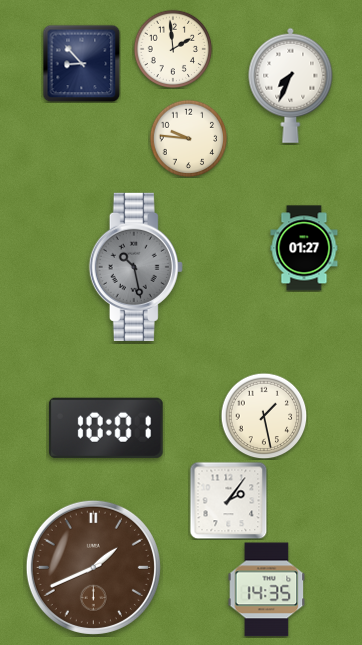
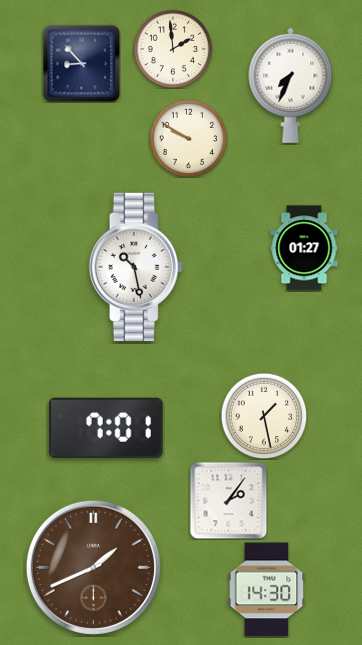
clock at (188, 138): 9:46 -> 9:50
clock at (136, 267) dial: grey -> white
clock at (106, 428): 10:01 -> 7:01
clock at (267, 590): 14:35 -> 14:30
